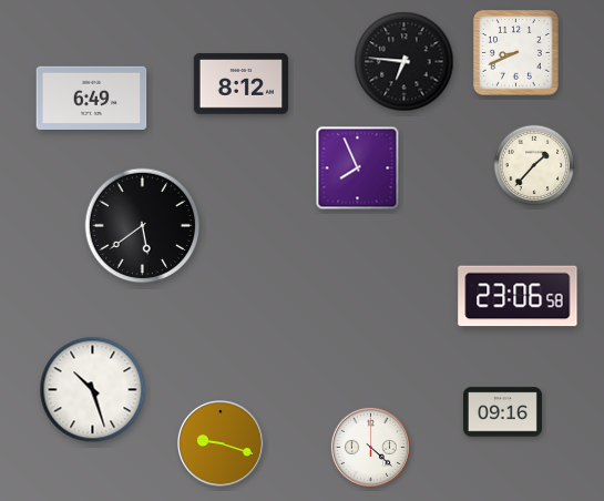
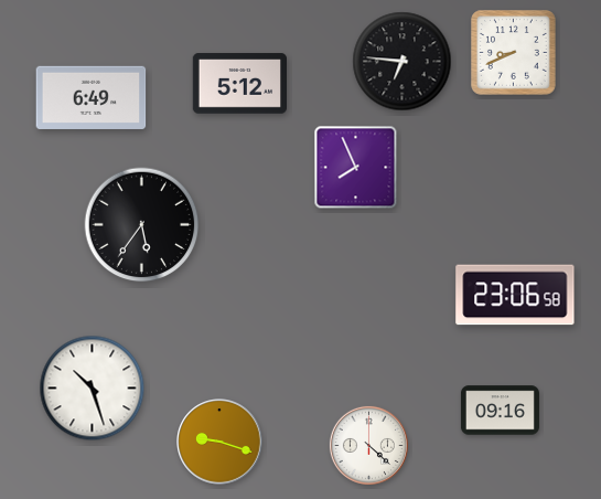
clock at (240, 84): 8:12 -> 5:12
clock at (534, 165): 1:37 -> none
clock at (143, 226): 5:39 -> 5:36
